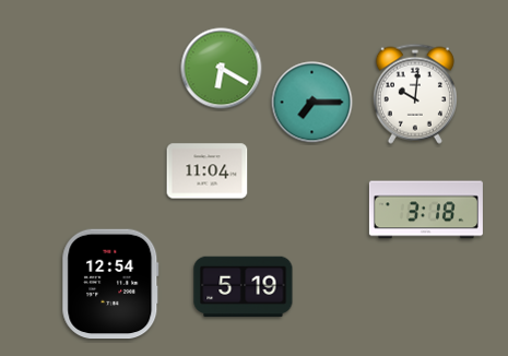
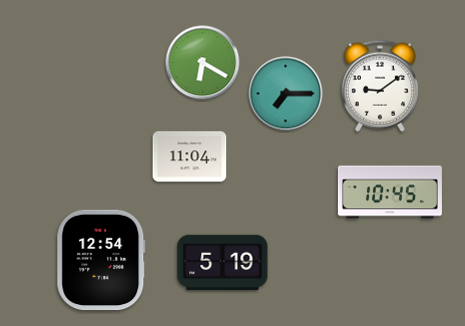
clock at (415, 94): 10:01 -> 9:09
clock at (426, 210): 3:18 -> 10:45
